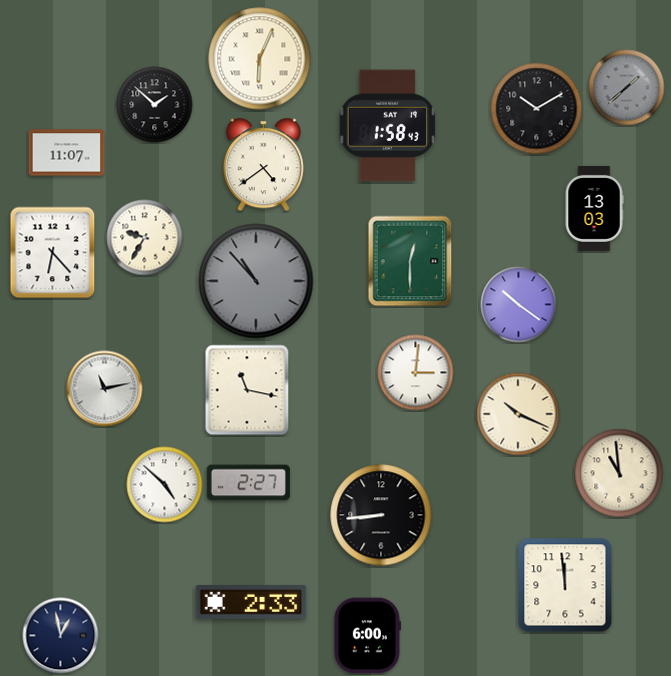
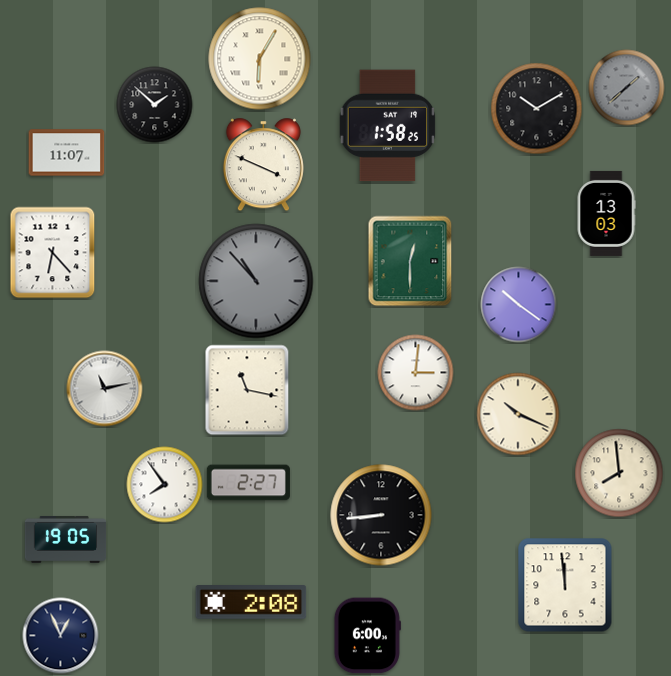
clock at (260, 59): 6:04 -> 6:05
clock at (388, 126): 1:58:43 -> 1:58:25
clock at (263, 165): 4:39 -> 3:49
clock at (594, 208) position: (594, 208) -> (606, 213)
clock at (145, 238): 9:35 -> none
clock at (619, 473): 10:59 -> 7:59
clock at (165, 485): 4:52 -> 7:54
clock at (66, 539): none -> 19:05
clock at (251, 603): 2:33 -> 2:08
clock at (61, 636): 12:58 -> 12:56
